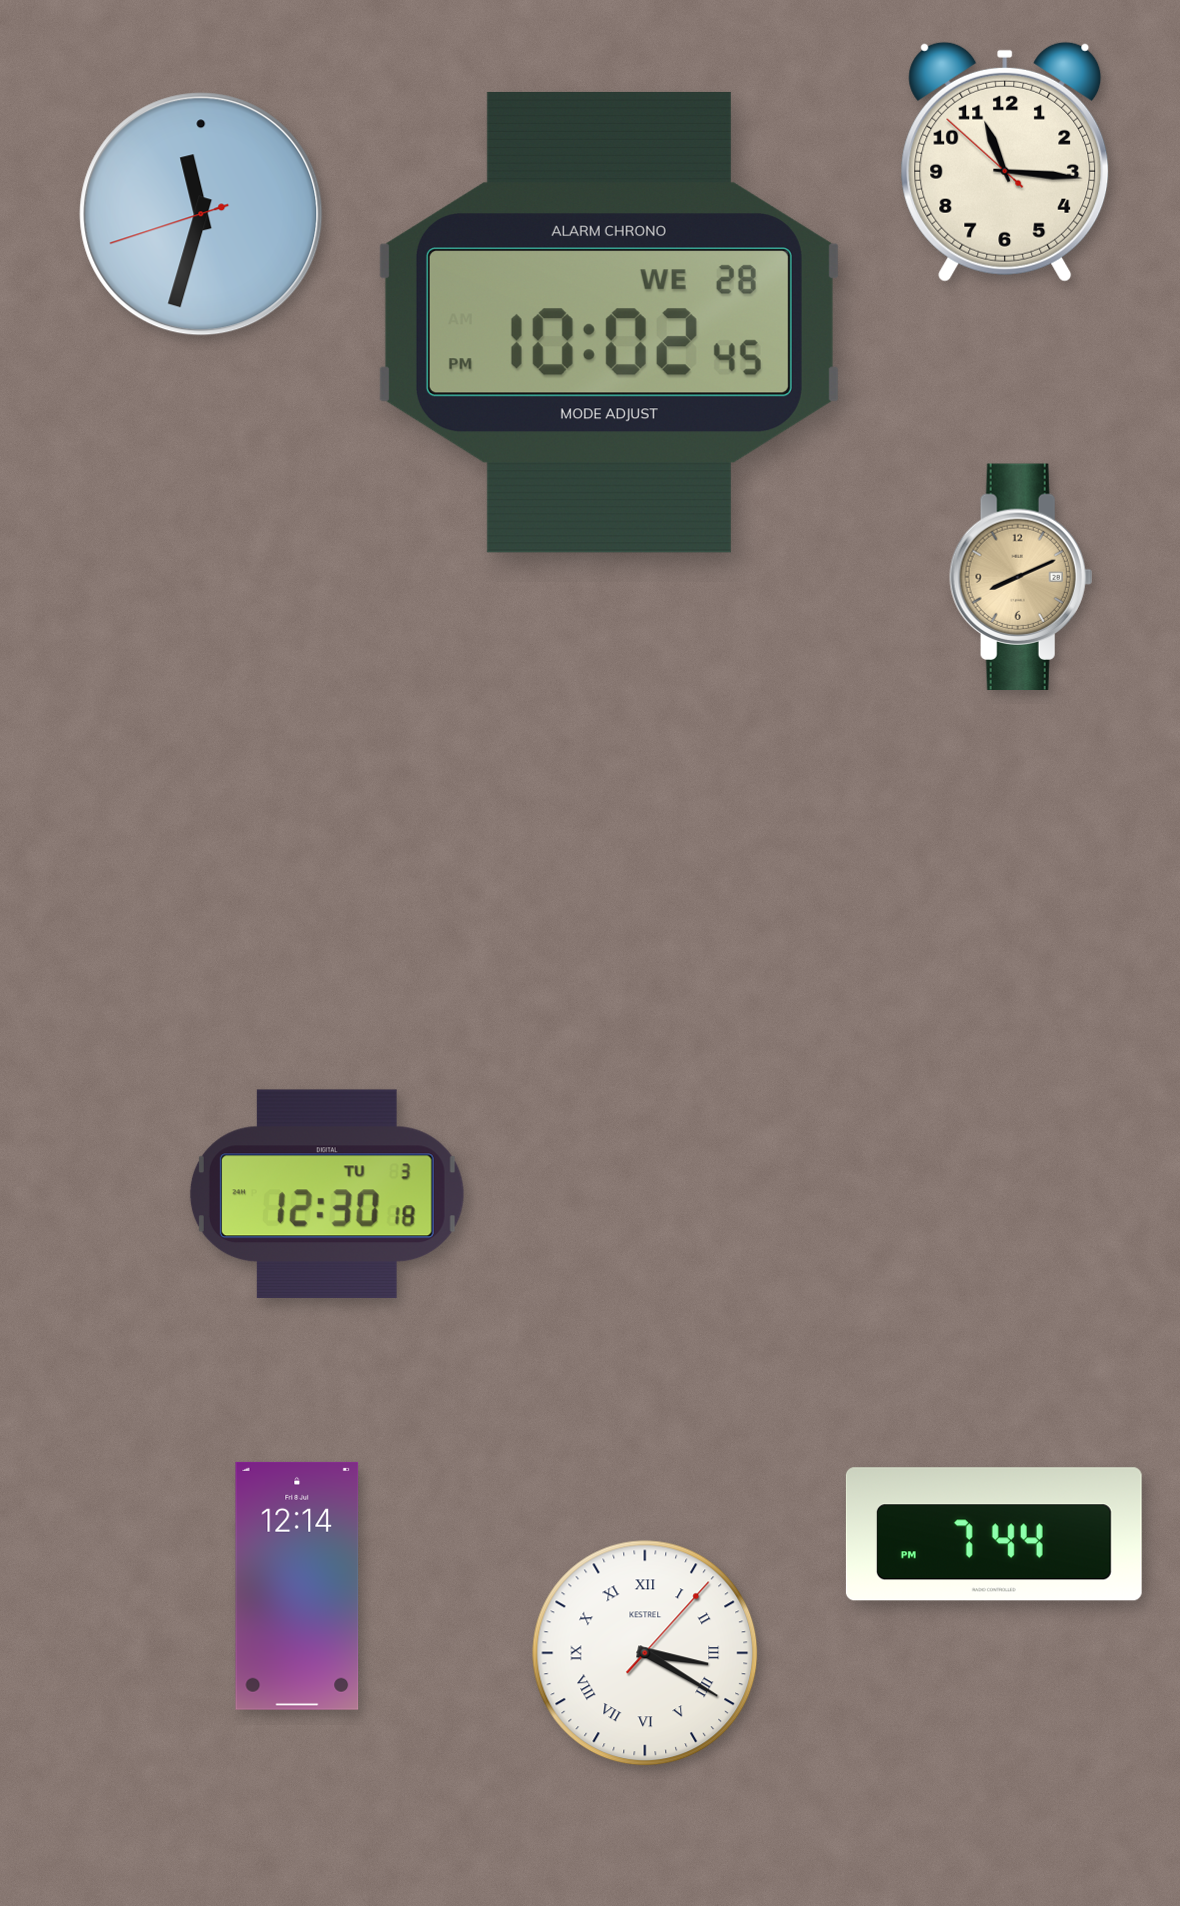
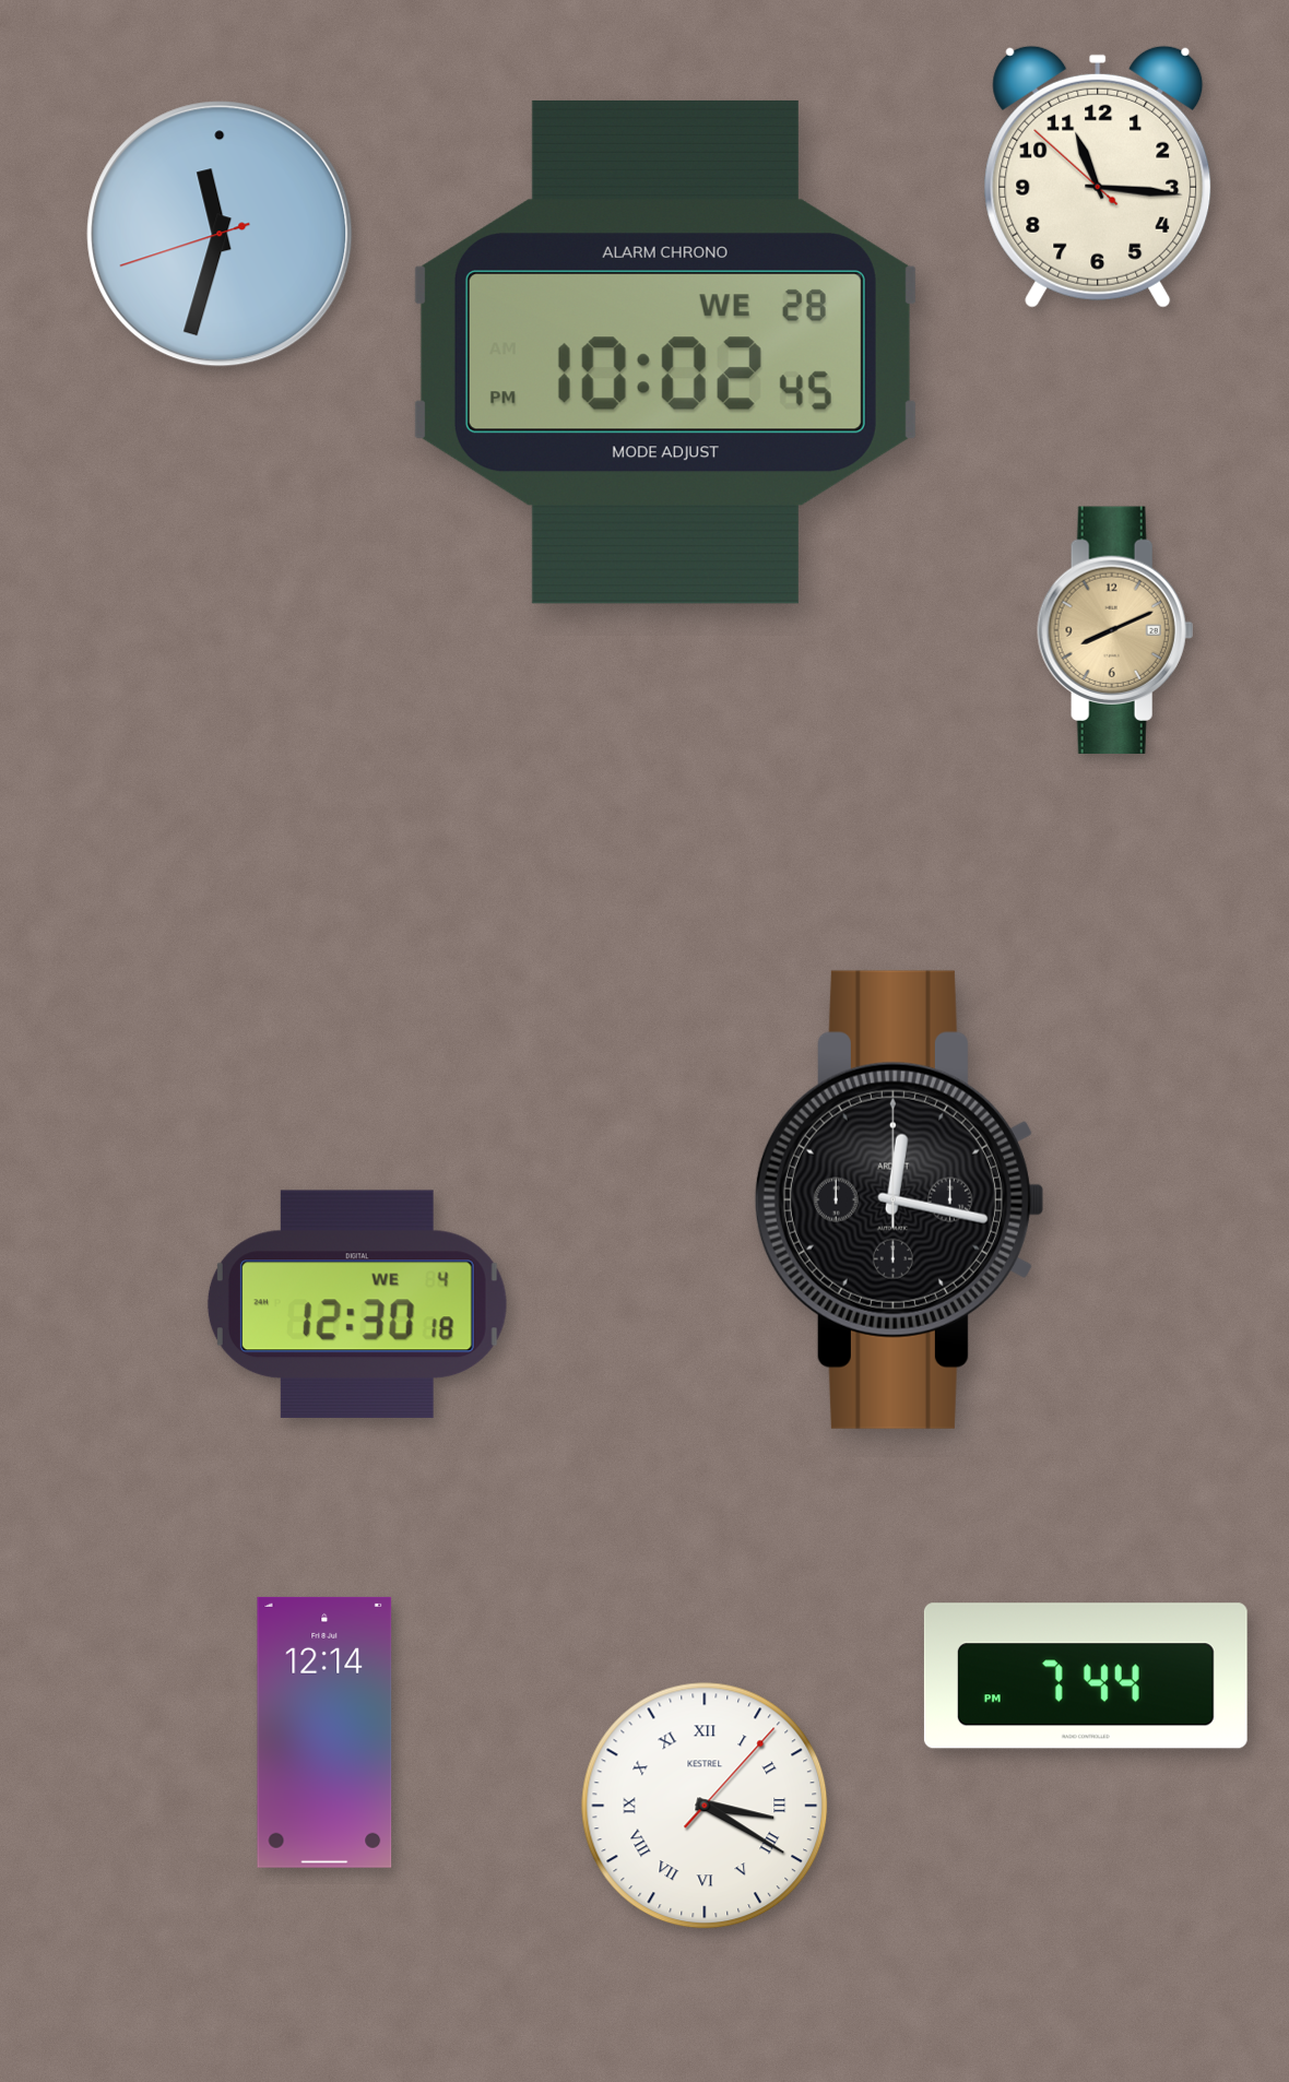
clock at (899, 1199): none -> 12:17
clock at (327, 1194) date: TU 3 -> WE 4
